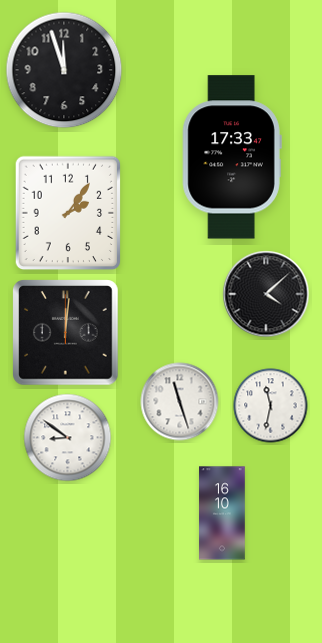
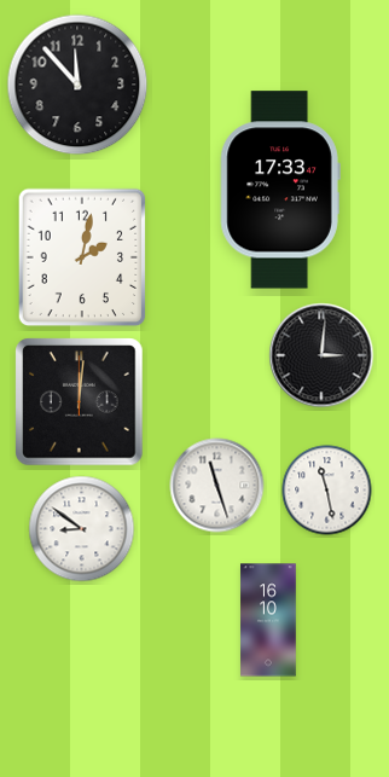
clock at (64, 70): 11:57 -> 11:53
clock at (68, 213): 2:06 -> 2:02
clock at (266, 294): 4:08 -> 3:01
clock at (271, 406): 11:32 -> 11:28
